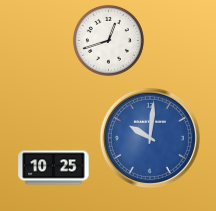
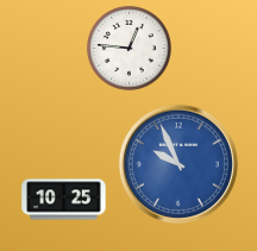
clock at (108, 40): 12:42 -> 12:46
clock at (150, 138): 10:01 -> 9:56
